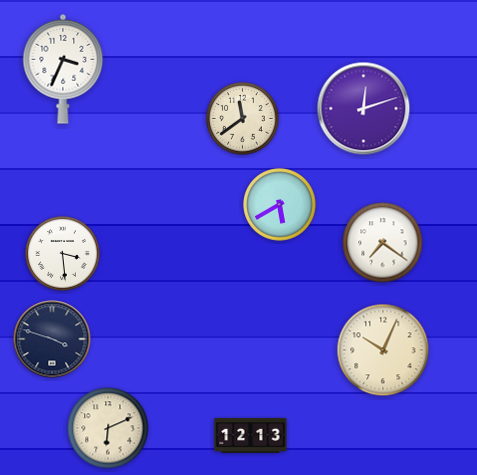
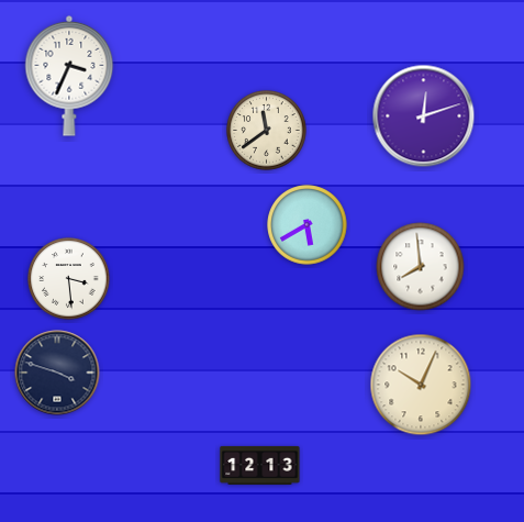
clock at (364, 109) position: (364, 109) -> (424, 116)
clock at (383, 243): 7:21 -> 7:59
clock at (108, 428): 6:11 -> none
clock at (251, 435) position: (251, 435) -> (260, 465)
